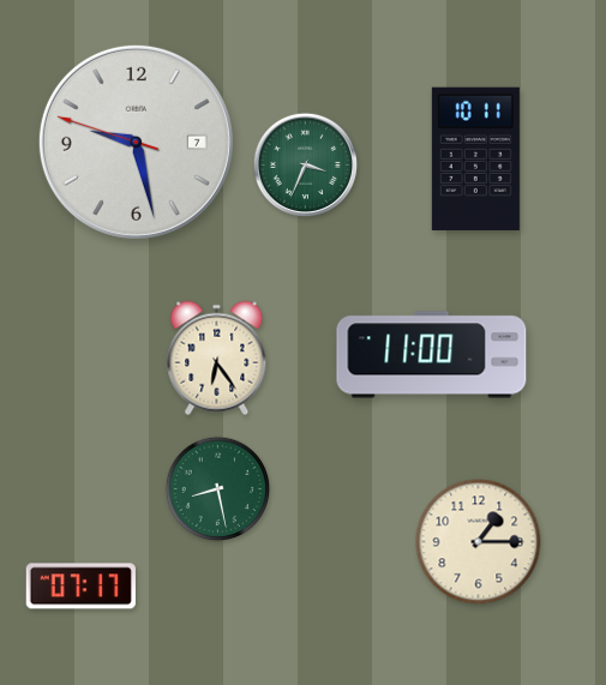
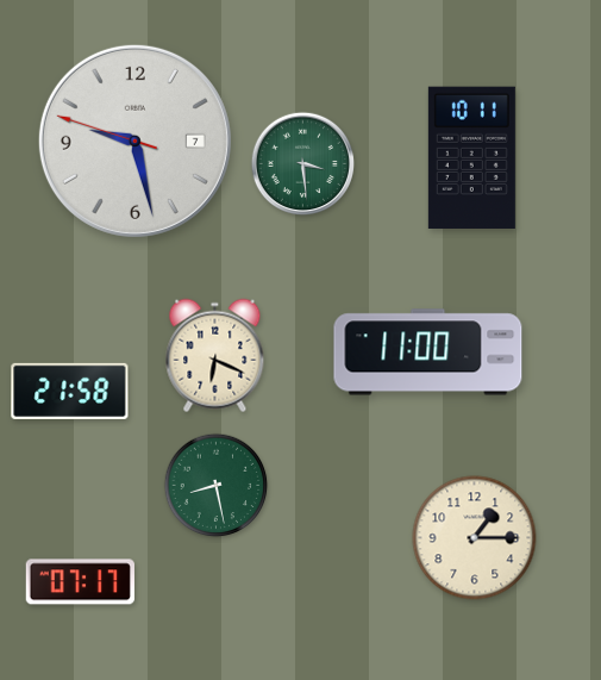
clock at (306, 166): 3:34 -> 3:29
clock at (217, 359): 6:24 -> 6:19
clock at (70, 391): none -> 21:58
